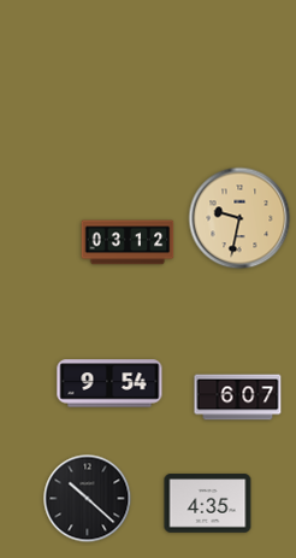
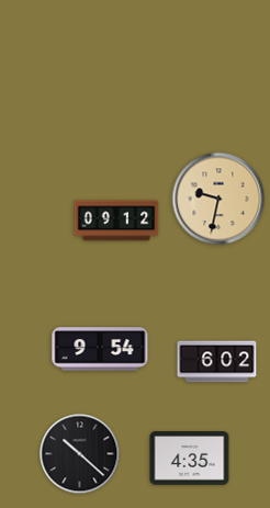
clock at (128, 242): 03:12 -> 09:12
clock at (238, 398): 6:07 -> 6:02
